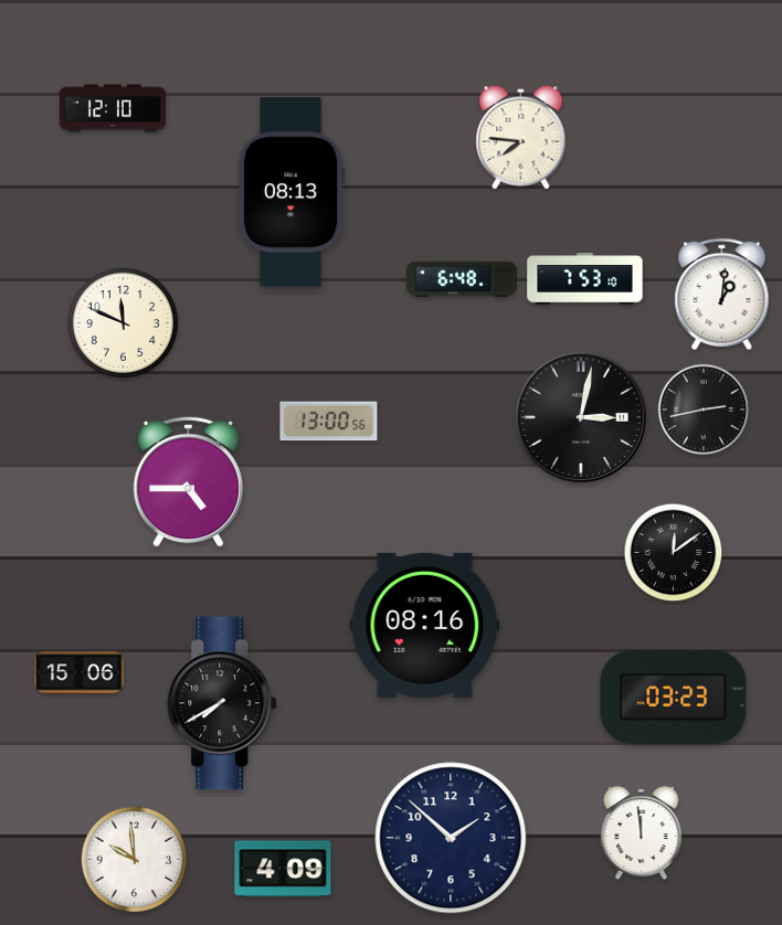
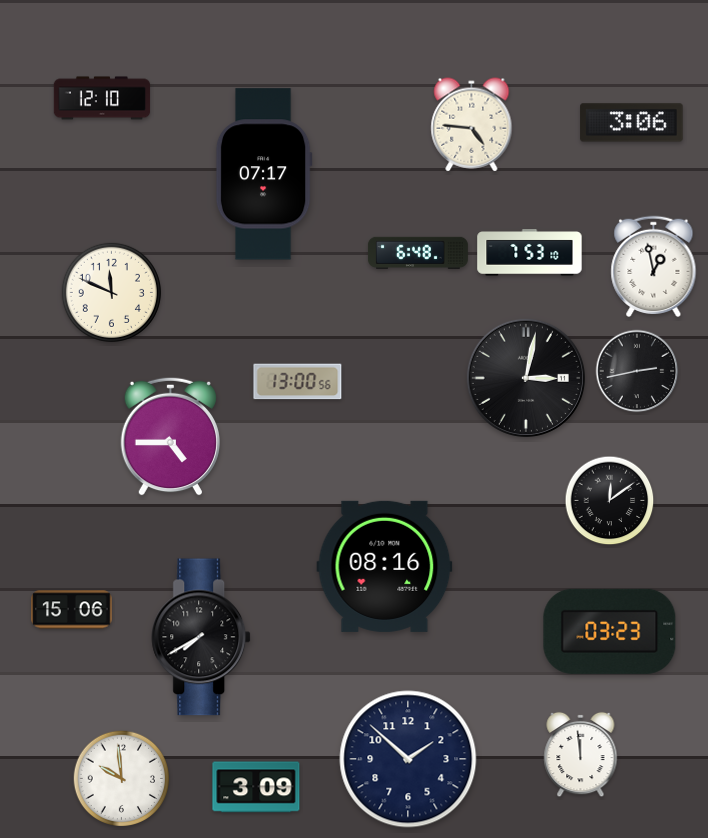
clock at (632, 123): none -> 3:06
clock at (521, 138): 7:46 -> 4:46
clock at (292, 192): 08:13 -> 07:17
clock at (722, 295): 1:01 -> 12:58
clock at (283, 869): 4:09 -> 3:09
